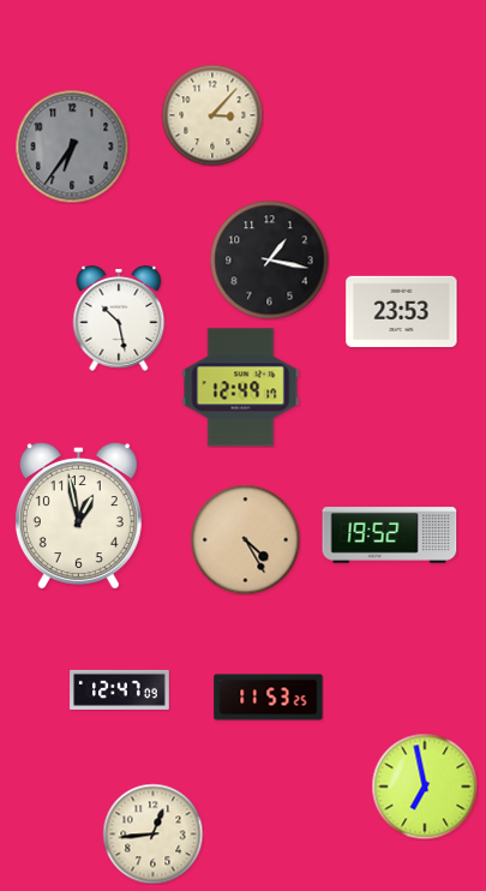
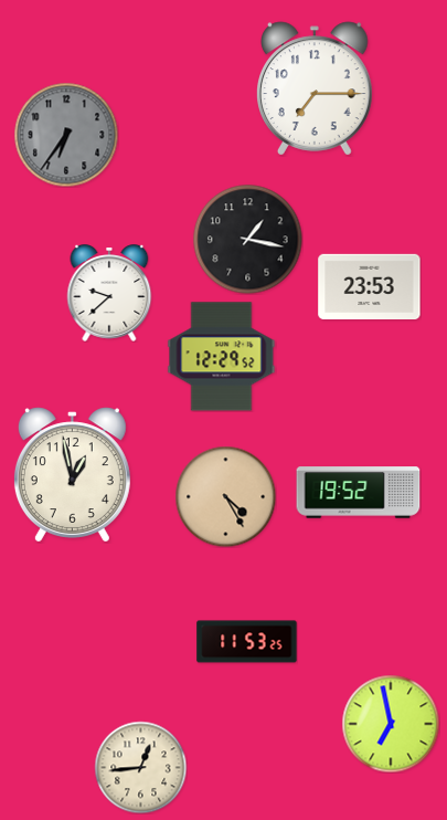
clock at (316, 88): none -> 7:15
clock at (212, 115): 3:07 -> none
clock at (119, 318): 10:28 -> 9:38
clock at (241, 388): 12:49 -> 12:29
clock at (120, 689): 12:47 -> none
